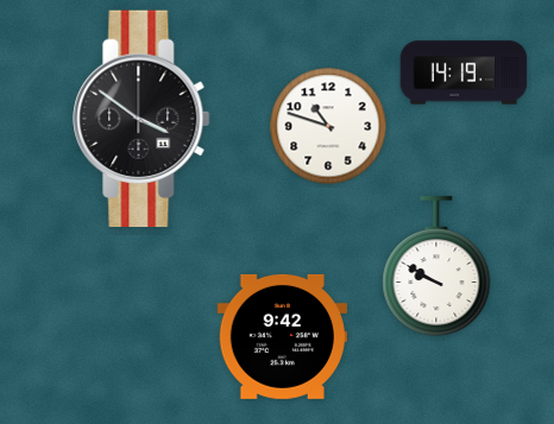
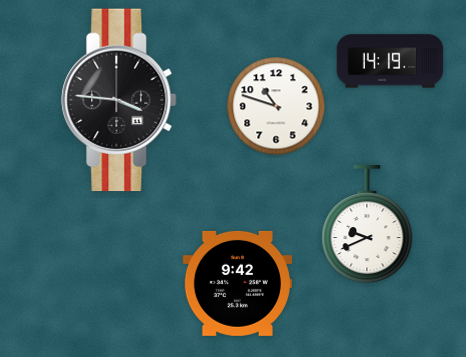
clock at (141, 119): 3:51 -> 3:46
clock at (436, 266): 9:50 -> 9:41
